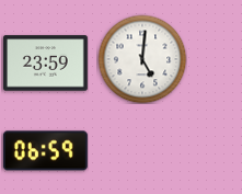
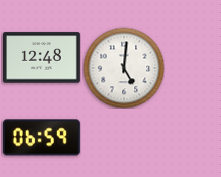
clock at (142, 59) position: (142, 59) -> (124, 68)
clock at (46, 64): 23:59 -> 12:48
